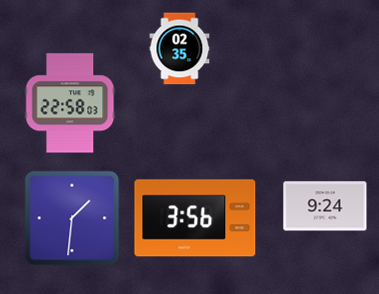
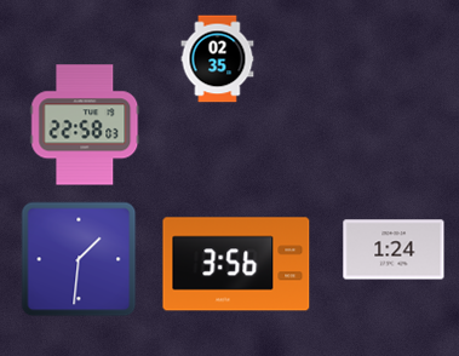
clock at (325, 206): 9:24 -> 1:24
clock at (72, 218) position: (72, 218) -> (79, 259)
